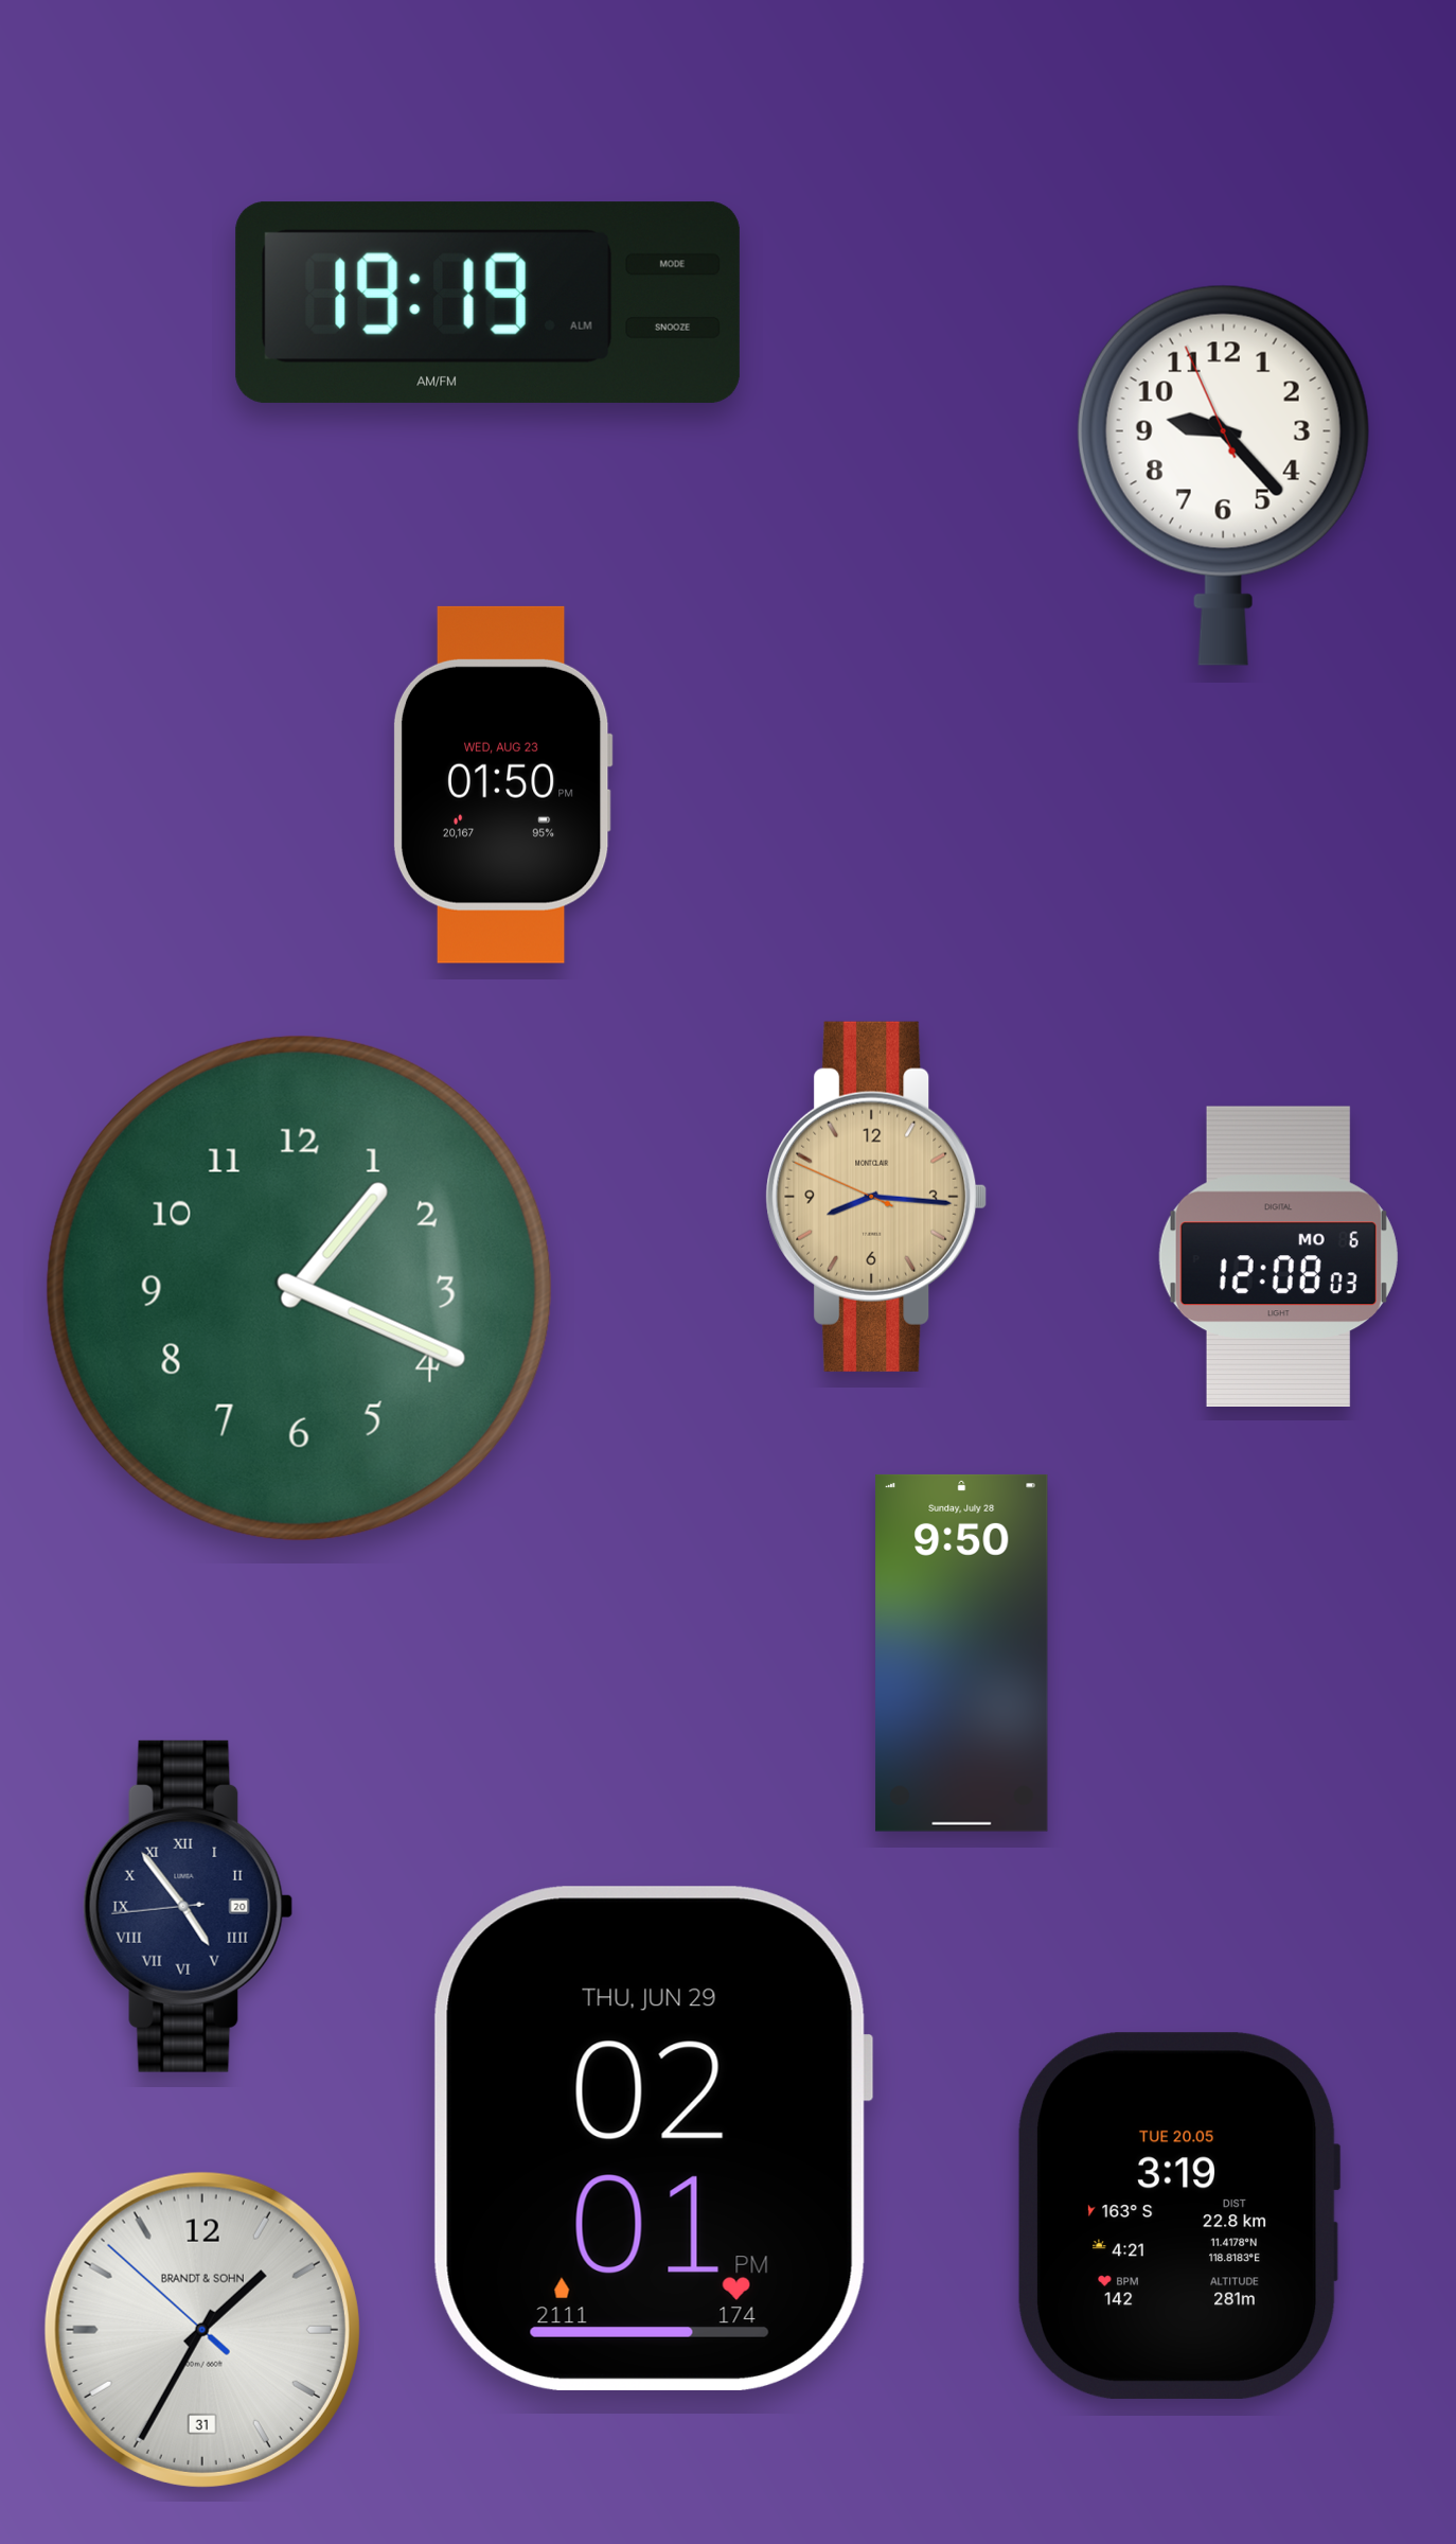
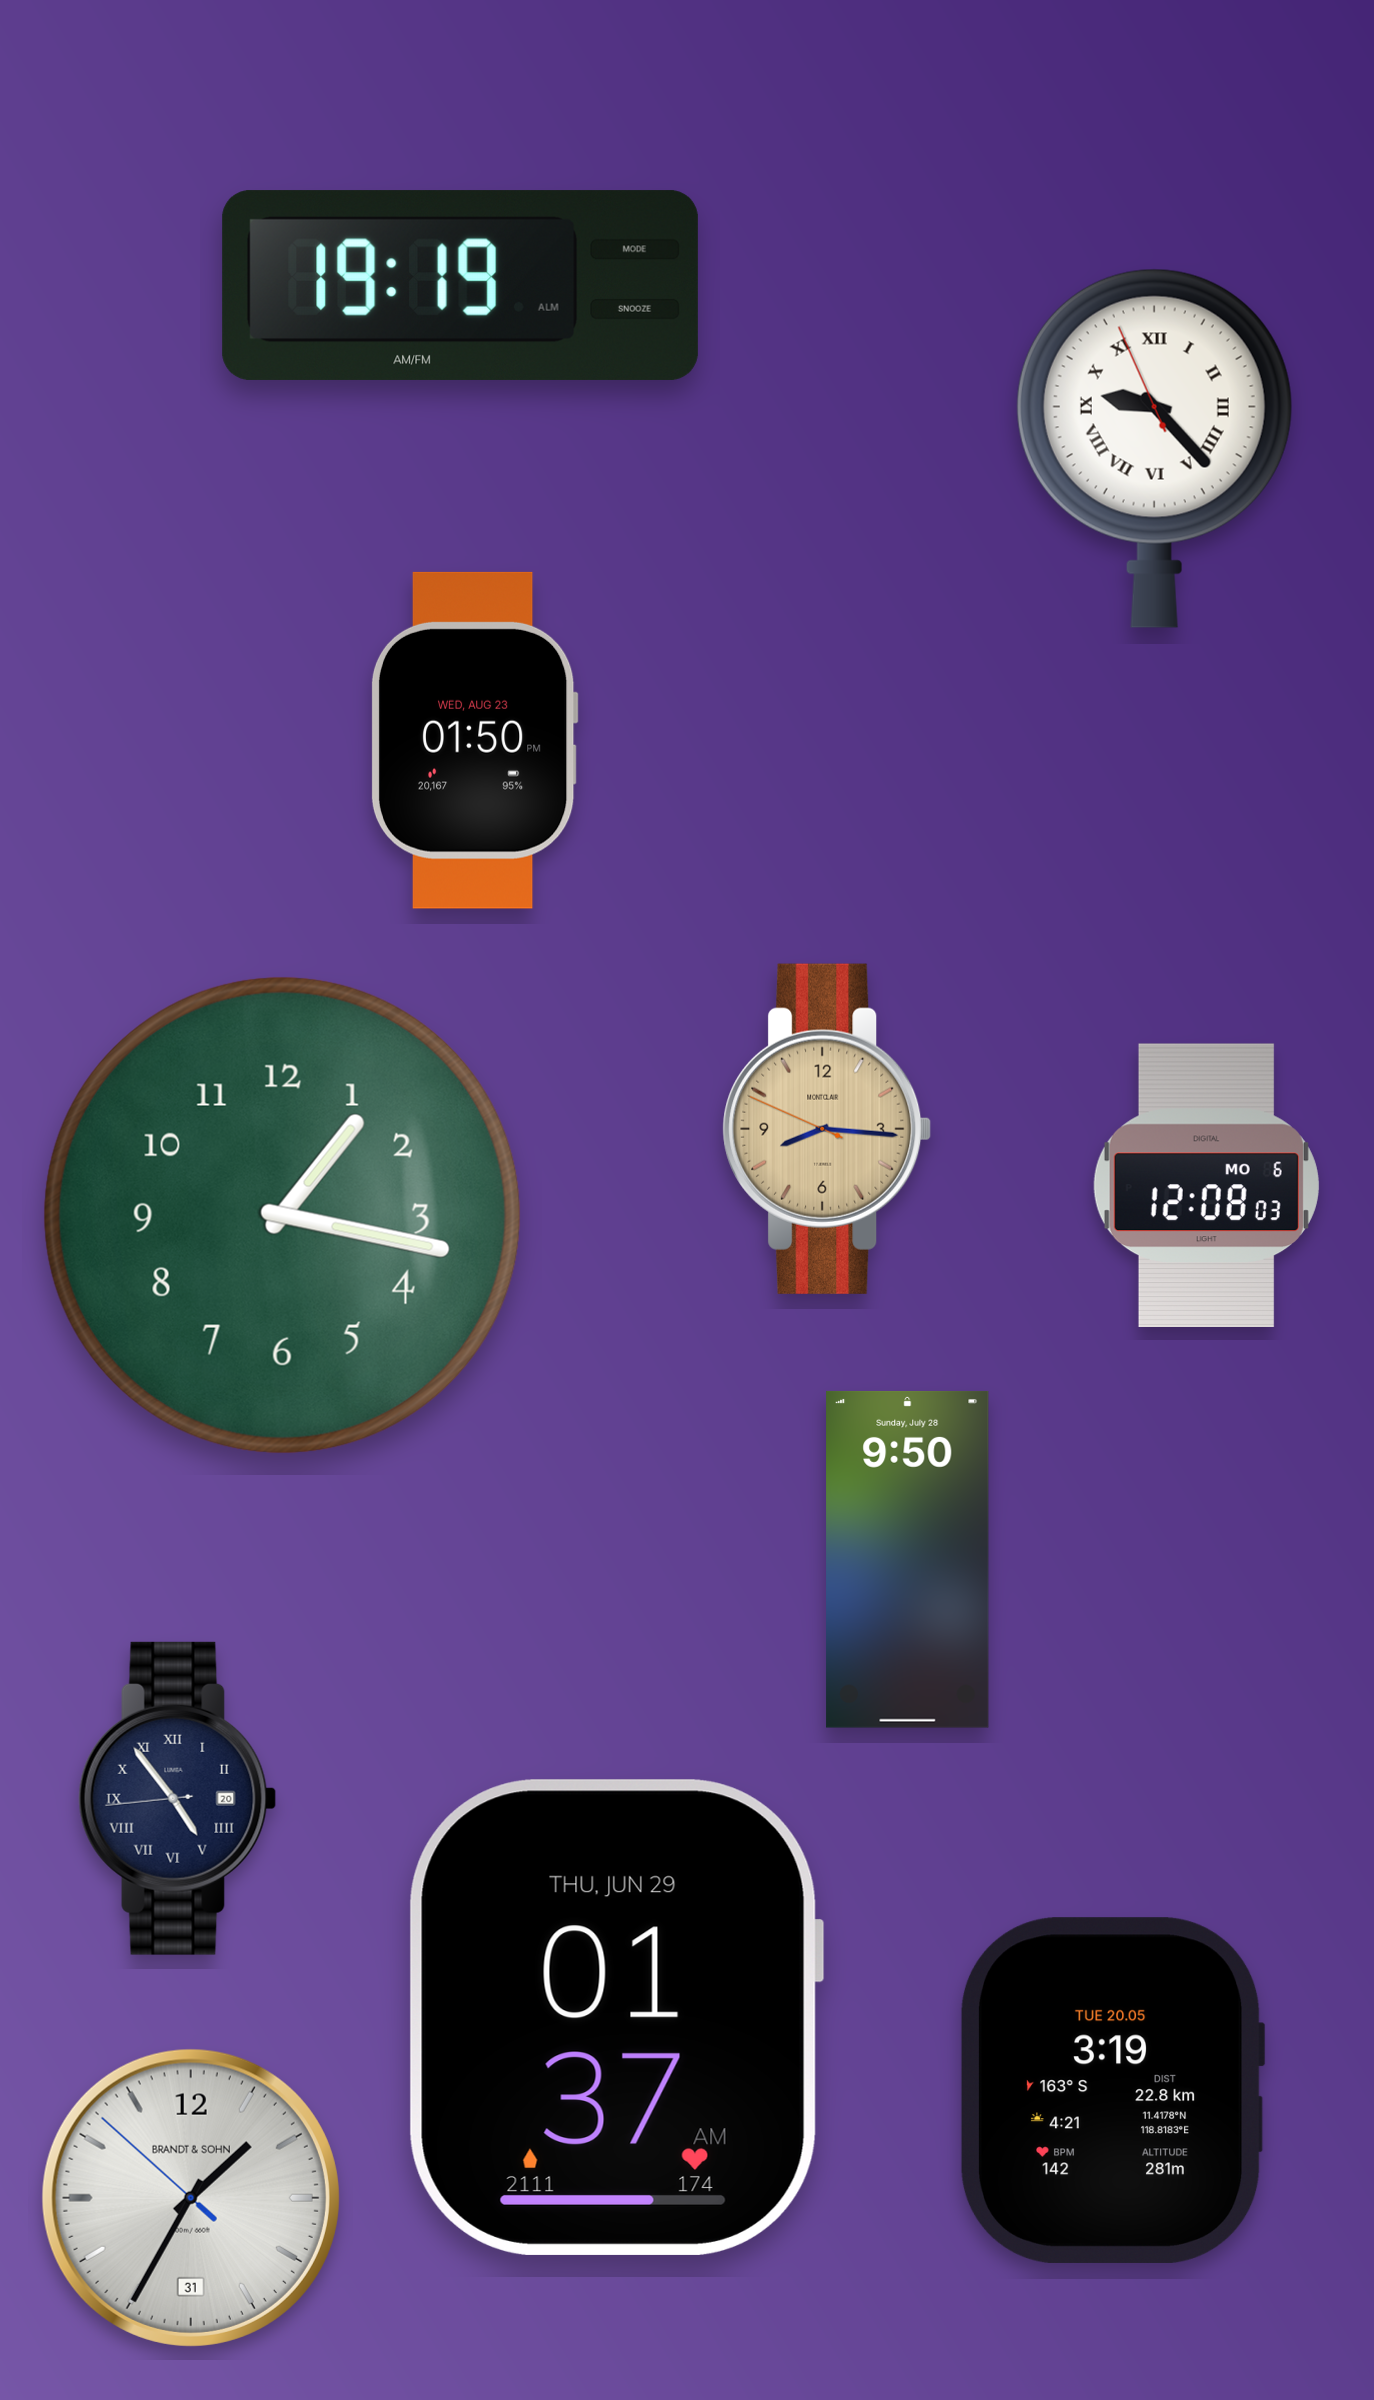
clock at (1223, 475) numerals: Arabic -> Roman
clock at (299, 1288): 1:19 -> 1:17
clock at (653, 2138): 02:01 -> 01:37
